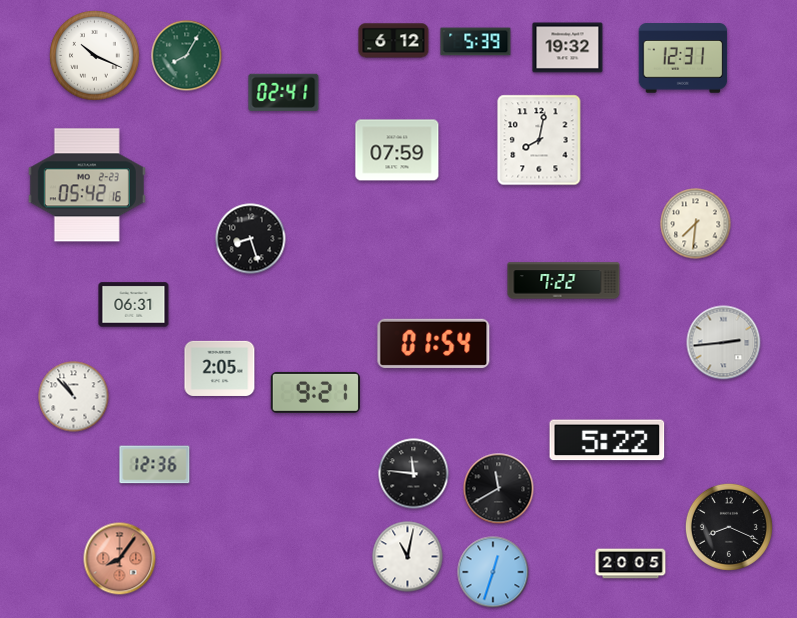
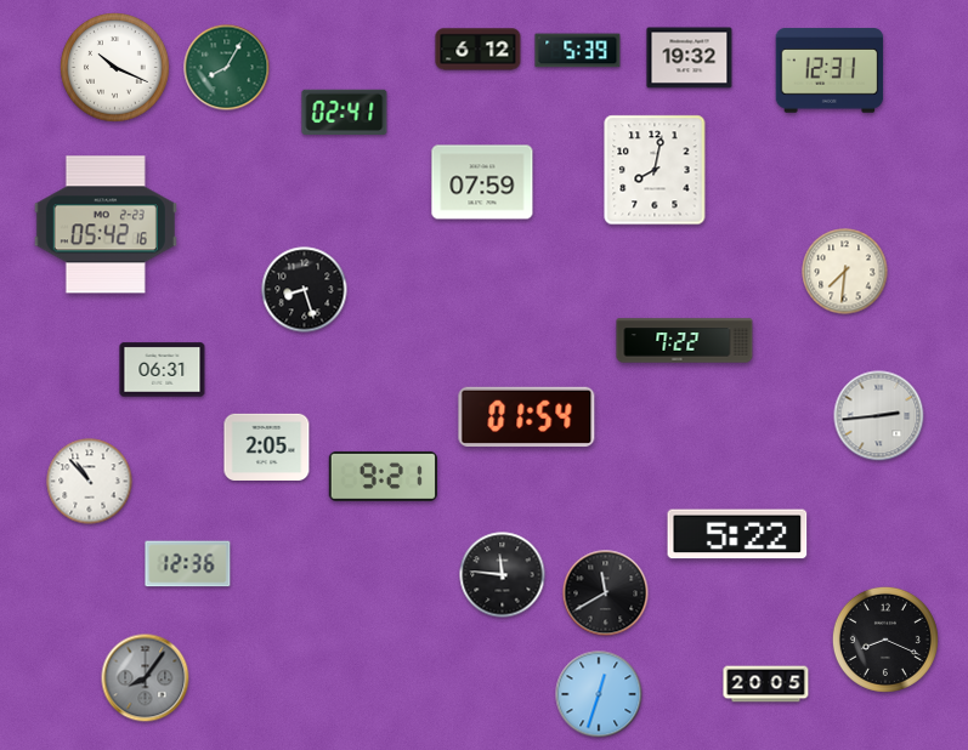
clock at (408, 557): 11:02 -> none
clock at (120, 559) dial: salmon -> grey
